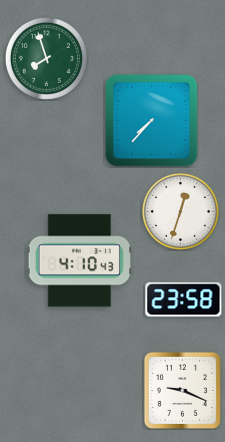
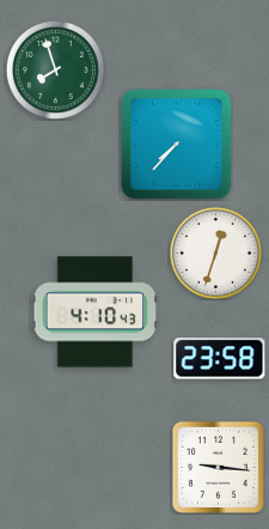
clock at (152, 121) position: (152, 121) -> (177, 145)
clock at (182, 390): 9:19 -> 9:16
